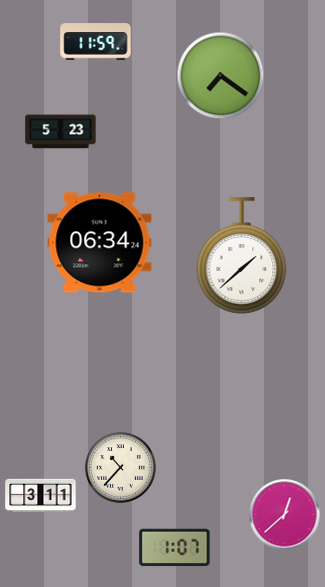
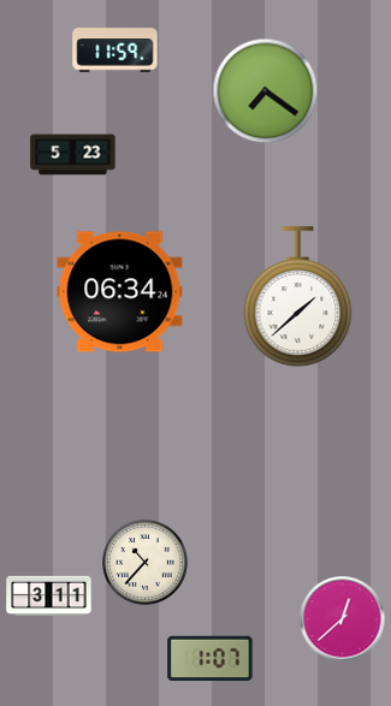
clock at (61, 132) position: (61, 132) -> (73, 155)
clock at (242, 256) position: (242, 256) -> (298, 297)
